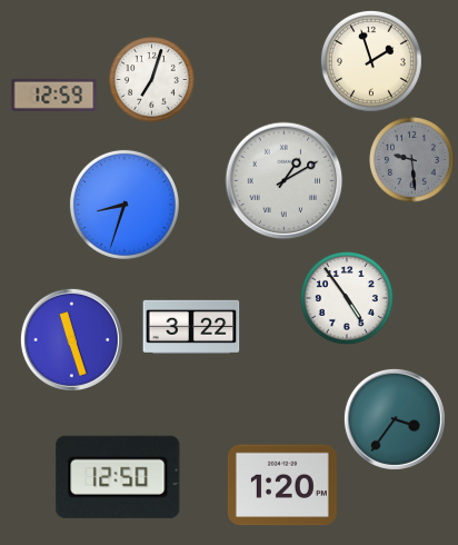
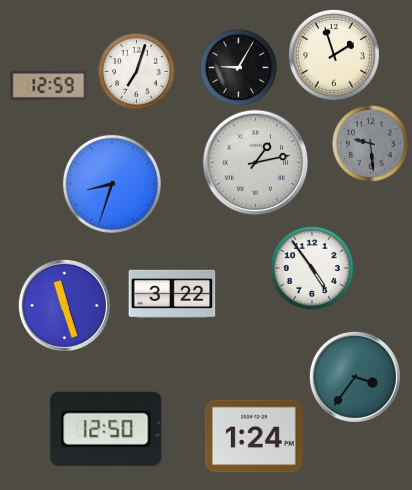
clock at (239, 68): none -> 9:05
clock at (285, 181): 1:10 -> 1:13
clock at (282, 485): 1:20 -> 1:24
